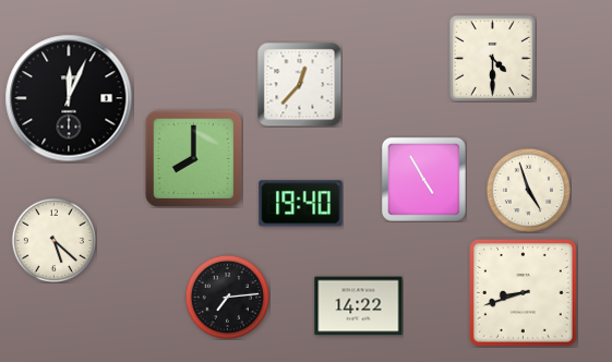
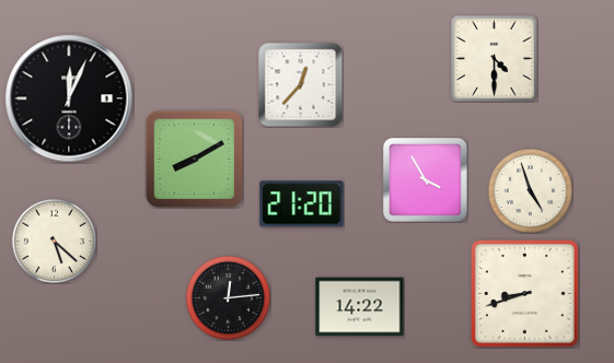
clock at (193, 158): 8:00 -> 8:10
clock at (423, 179): 4:55 -> 3:55
clock at (301, 204): 19:40 -> 21:20
clock at (227, 297): 7:14 -> 12:14
